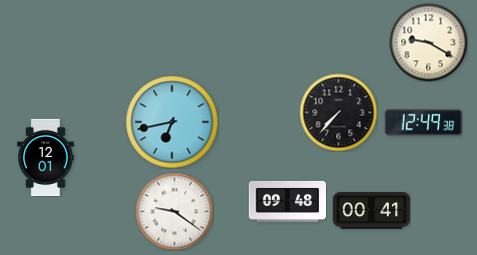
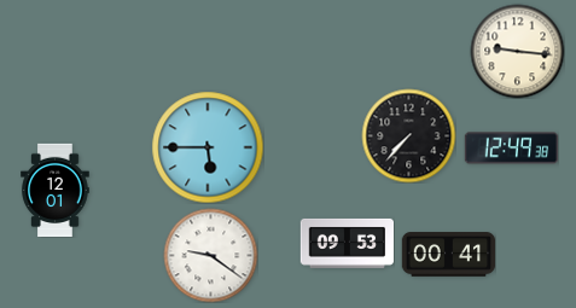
clock at (428, 42): 9:20 -> 9:16
clock at (172, 122): 6:43 -> 5:45
clock at (287, 201): 09:48 -> 09:53
